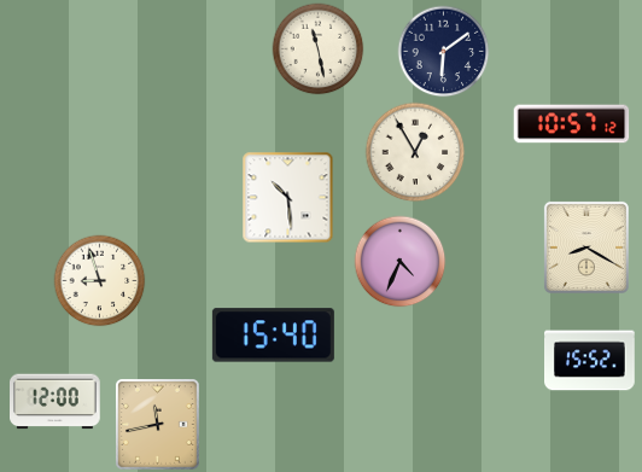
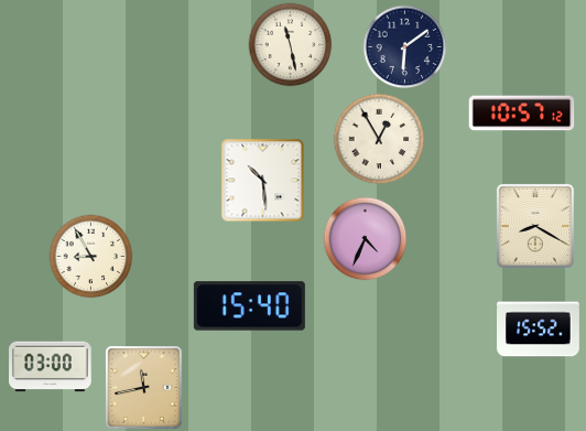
clock at (100, 281): 8:57 -> 8:55
clock at (56, 402): 12:00 -> 03:00
